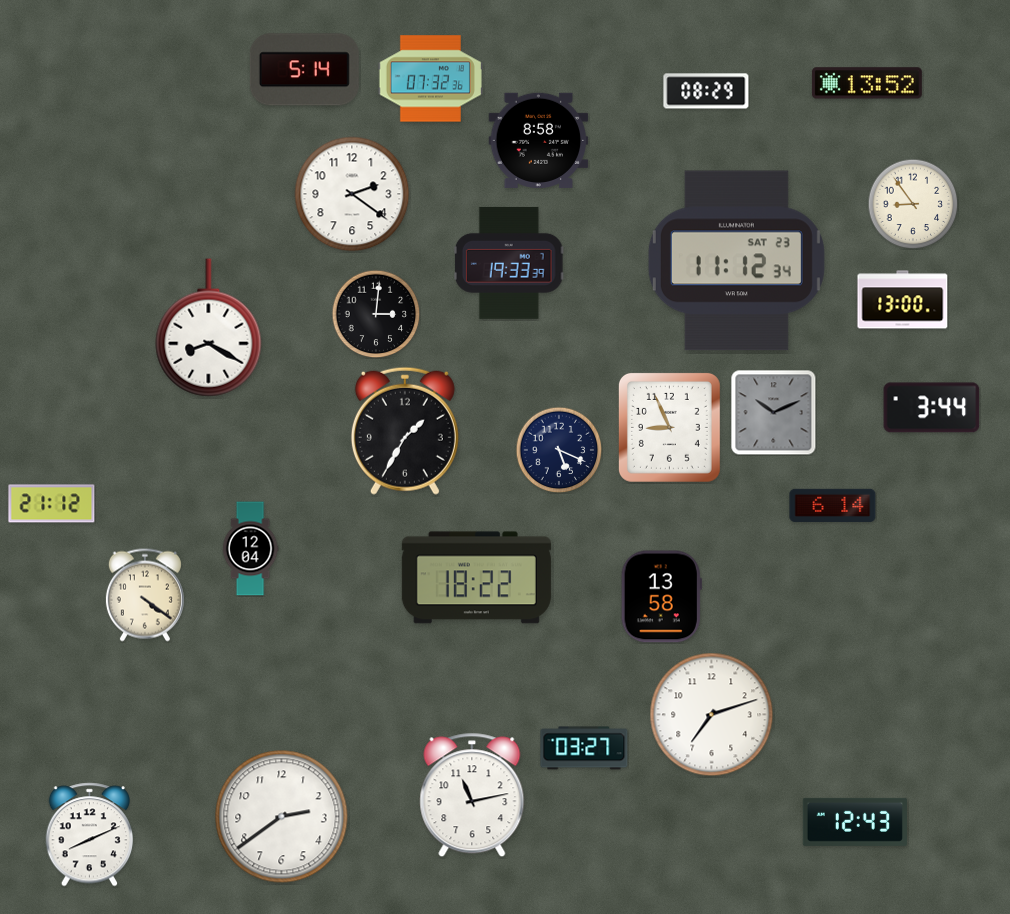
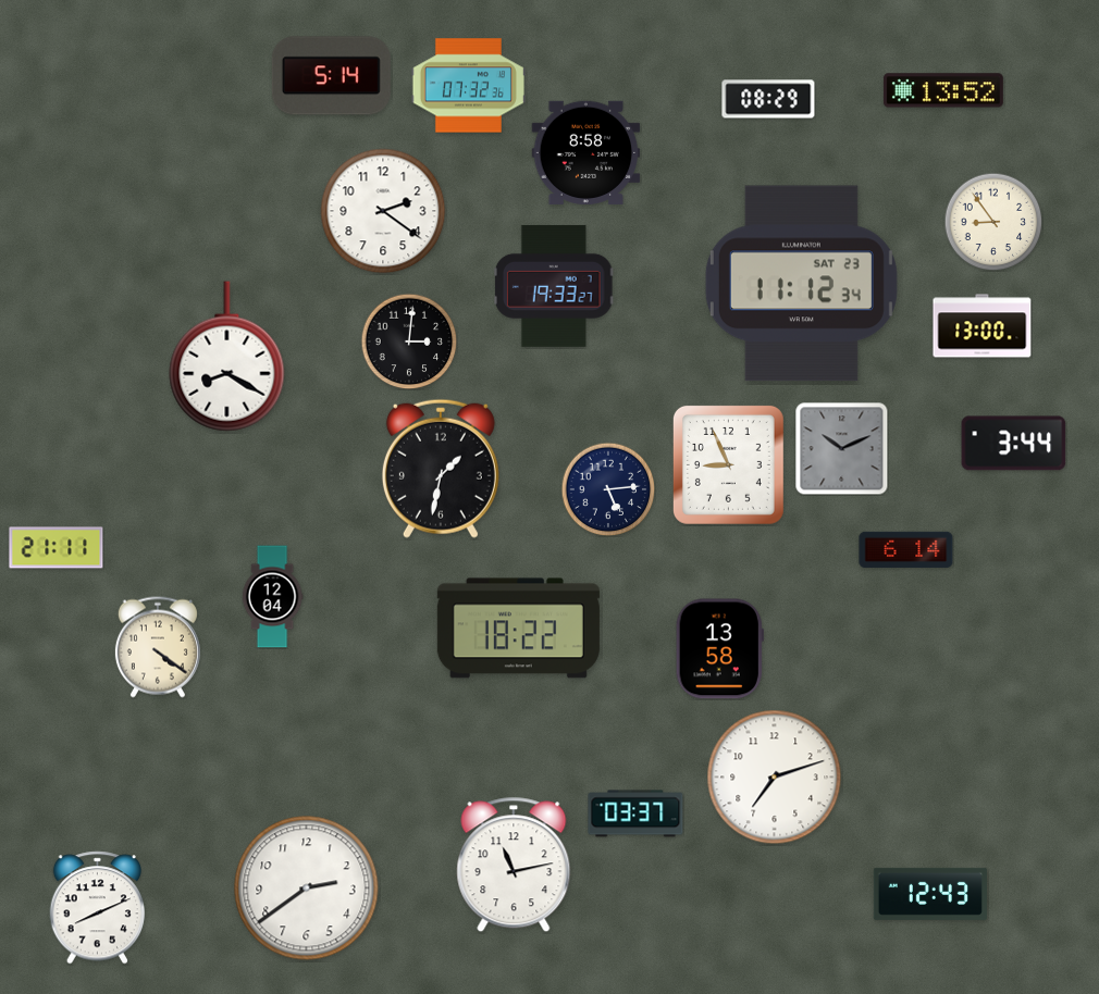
clock at (509, 263): 19:33:39 -> 19:33:27
clock at (405, 431): 1:35 -> 1:32
clock at (559, 450): 5:19 -> 5:14
clock at (52, 504): 21:12 -> 21:11
clock at (584, 748): 03:27 -> 03:37
